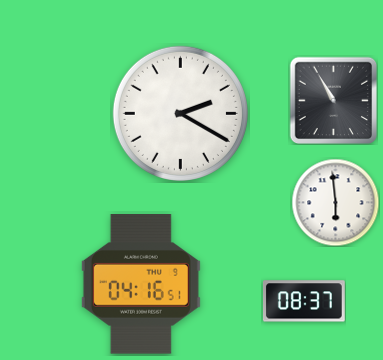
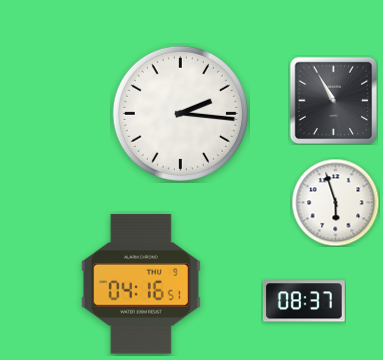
clock at (180, 113): 2:20 -> 2:16
clock at (335, 202): 5:59 -> 5:57
